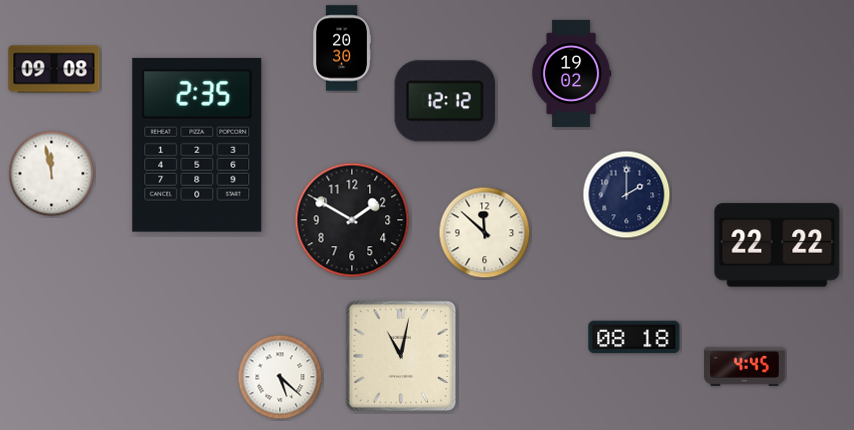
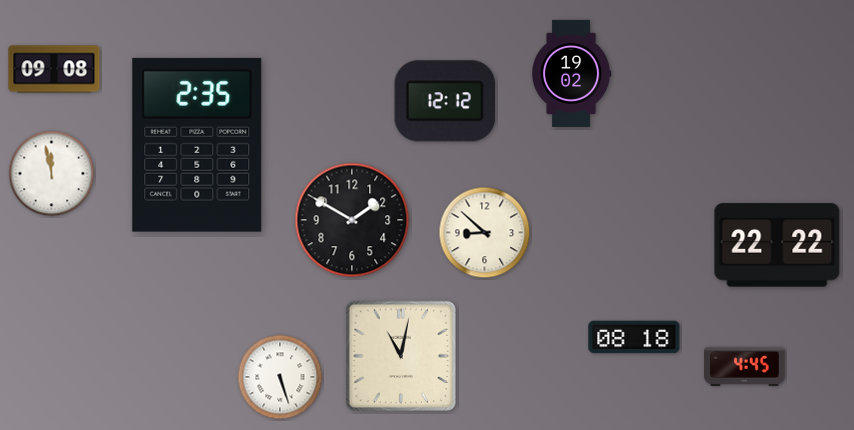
clock at (341, 48): 20:30 -> none
clock at (627, 195): 2:00 -> none
clock at (485, 233): 11:52 -> 8:52
clock at (280, 377): 5:22 -> 5:27
